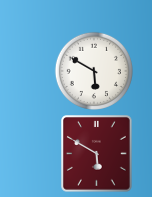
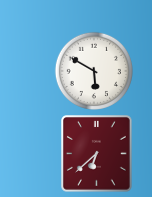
clock at (97, 154): 5:50 -> 6:38
